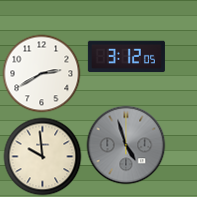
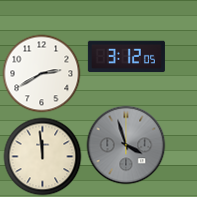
clock at (126, 145): 4:57 -> 3:57
clock at (42, 156): 9:59 -> 11:59
